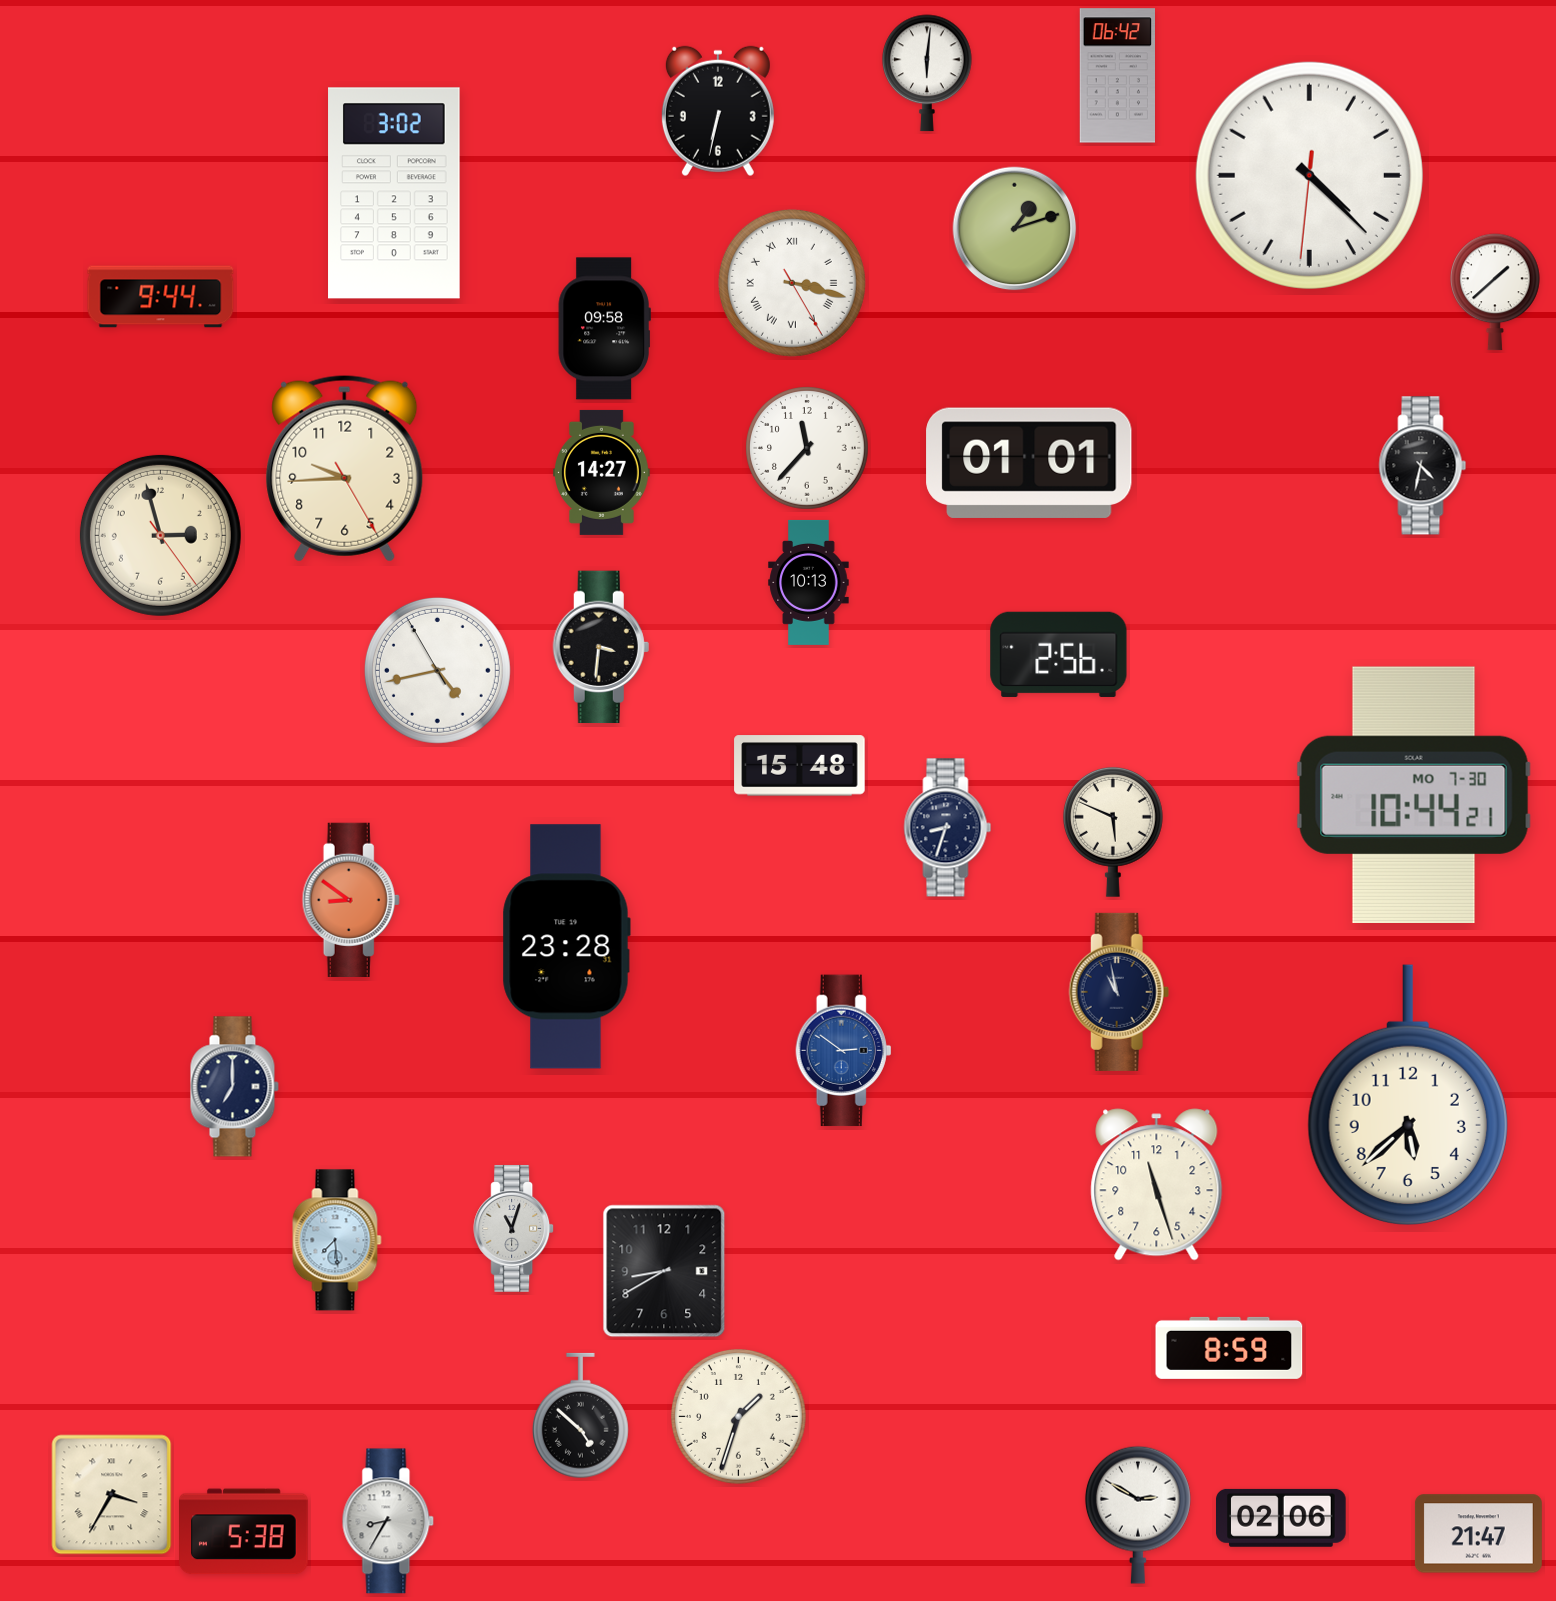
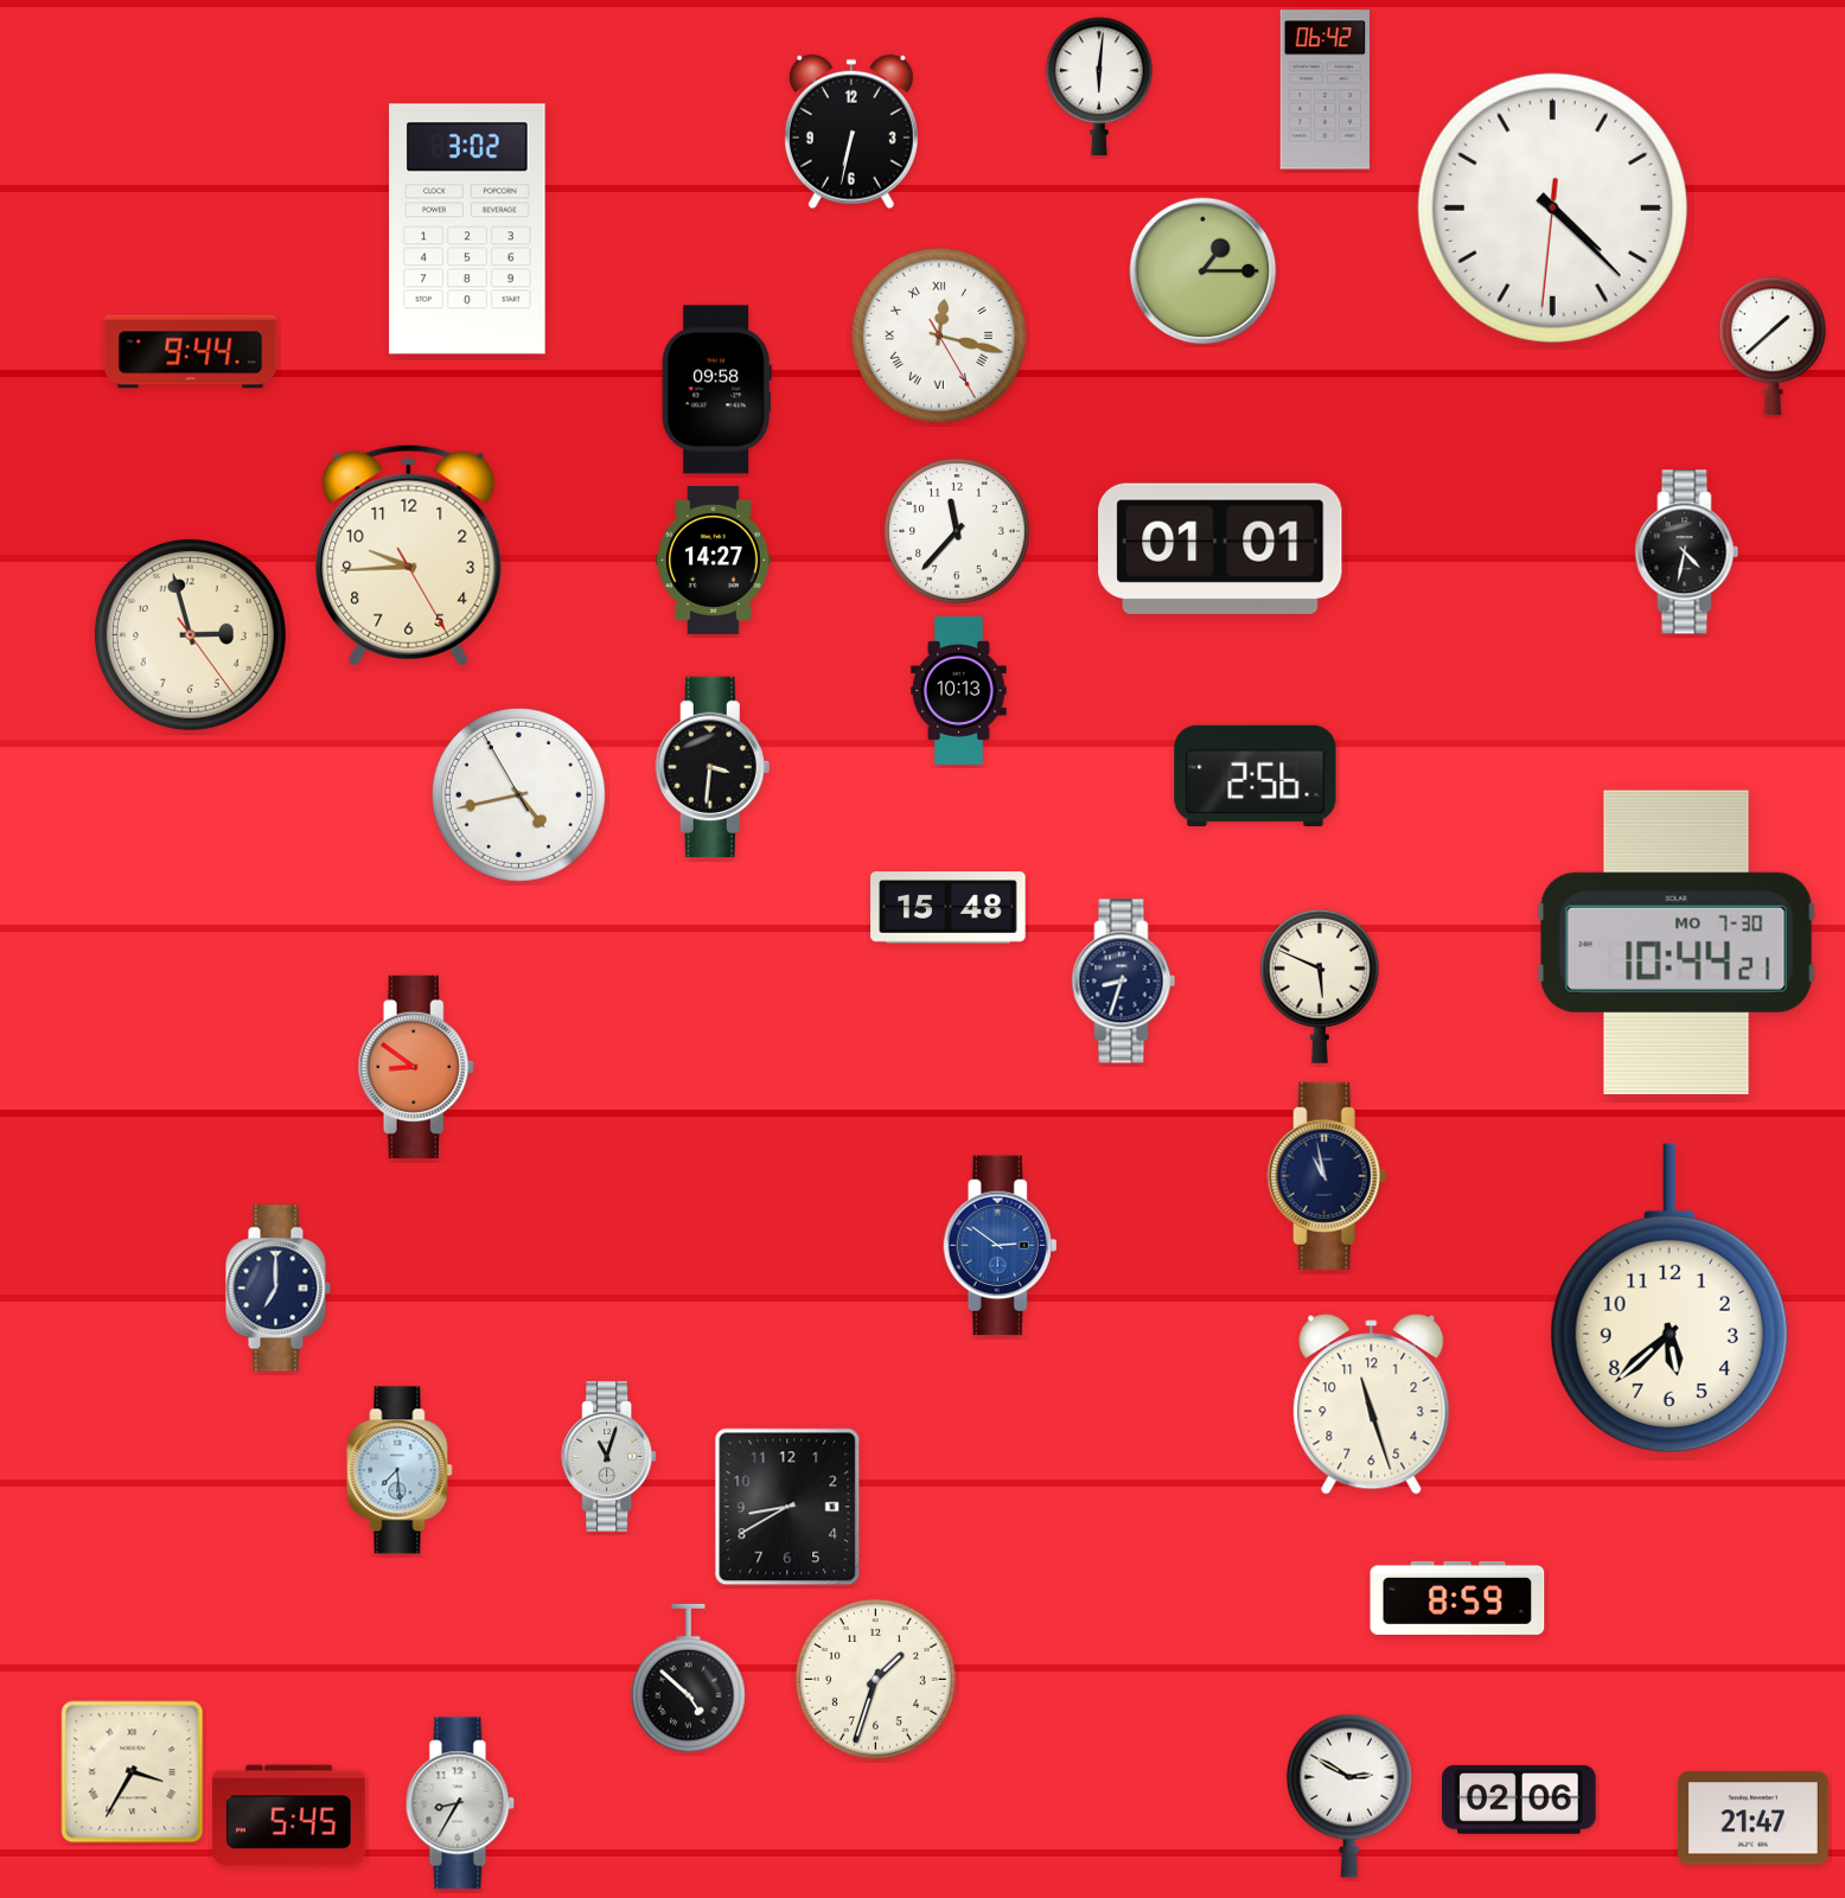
clock at (1015, 229): 1:12 -> 1:15
clock at (792, 283): 3:17 -> 12:17
clock at (566, 947): 23:28 -> none
clock at (244, 1532): 5:38 -> 5:45
